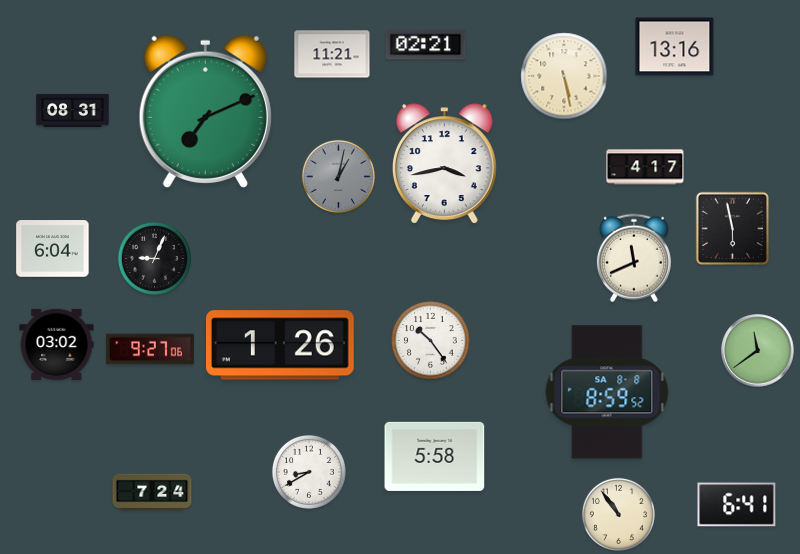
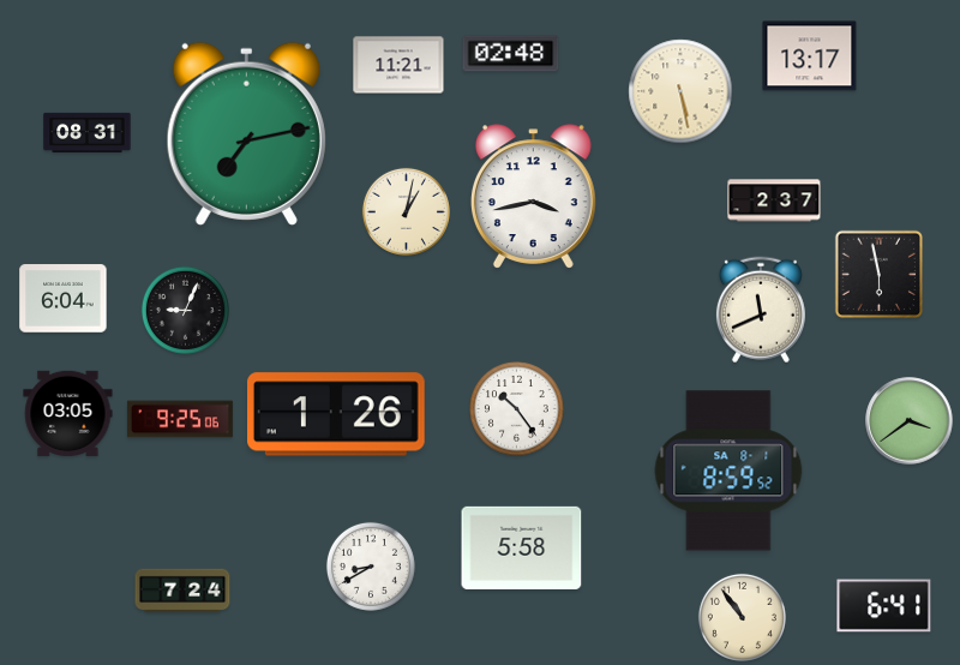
clock at (426, 45): 02:21 -> 02:48
clock at (675, 47): 13:16 -> 13:17
clock at (564, 76) position: (564, 76) -> (680, 91)
clock at (205, 111): 7:11 -> 7:13
clock at (645, 167): 4:17 -> 2:37
clock at (338, 176) dial: grey -> cream
clock at (57, 344): 03:02 -> 03:05
clock at (150, 349): 9:27 -> 9:25
clock at (758, 351): 11:39 -> 3:39
clock at (607, 392) date: SA 8-8 -> SA 8-1
